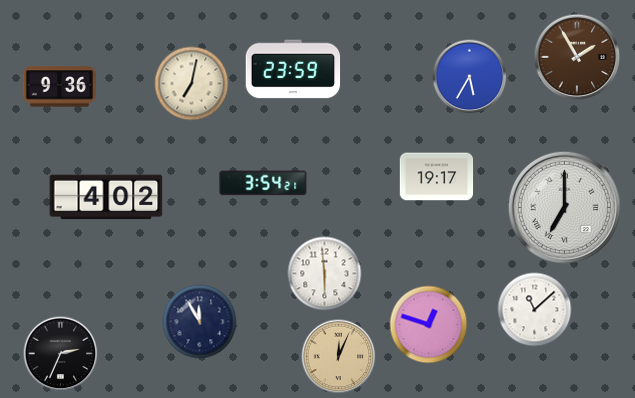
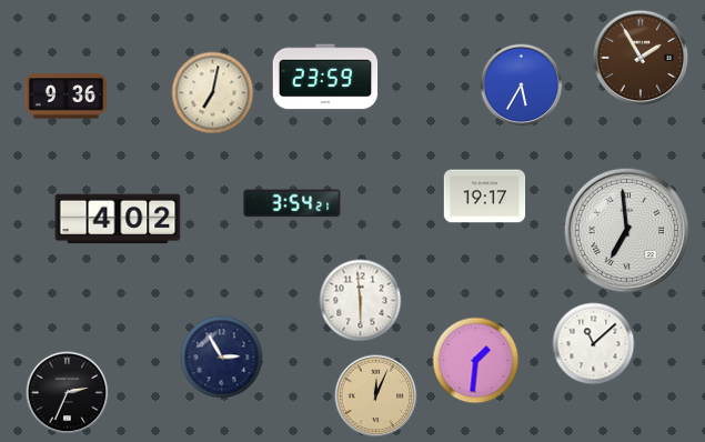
clock at (577, 57) position: (577, 57) -> (641, 58)
clock at (564, 207): 7:00 -> 6:59
clock at (325, 274) position: (325, 274) -> (361, 301)
clock at (200, 322): 11:55 -> 2:55
clock at (429, 325): 12:48 -> 1:31
